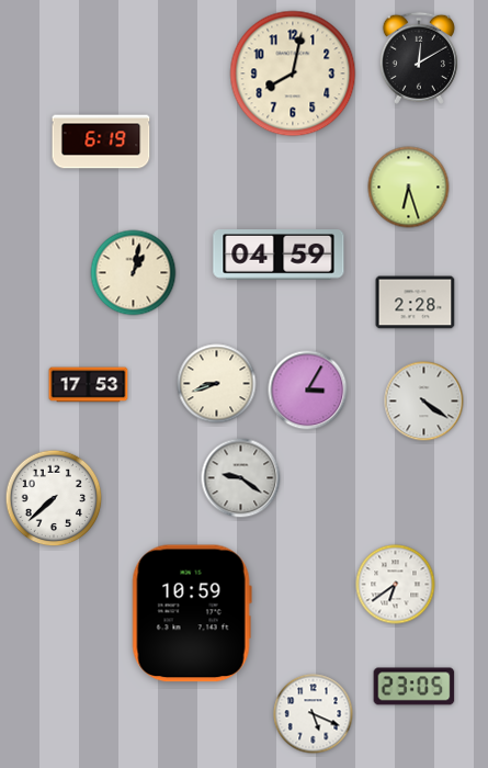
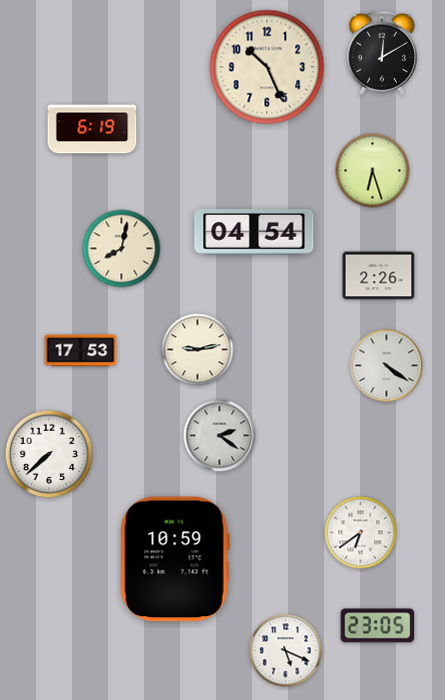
clock at (293, 74): 8:02 -> 10:26
clock at (279, 256): 04:59 -> 04:54
clock at (134, 273): 1:02 -> 8:02
clock at (416, 303): 2:28 -> 2:26
clock at (217, 384): 8:42 -> 9:13
clock at (308, 391): 3:05 -> none
clock at (241, 478): 9:21 -> 2:21
